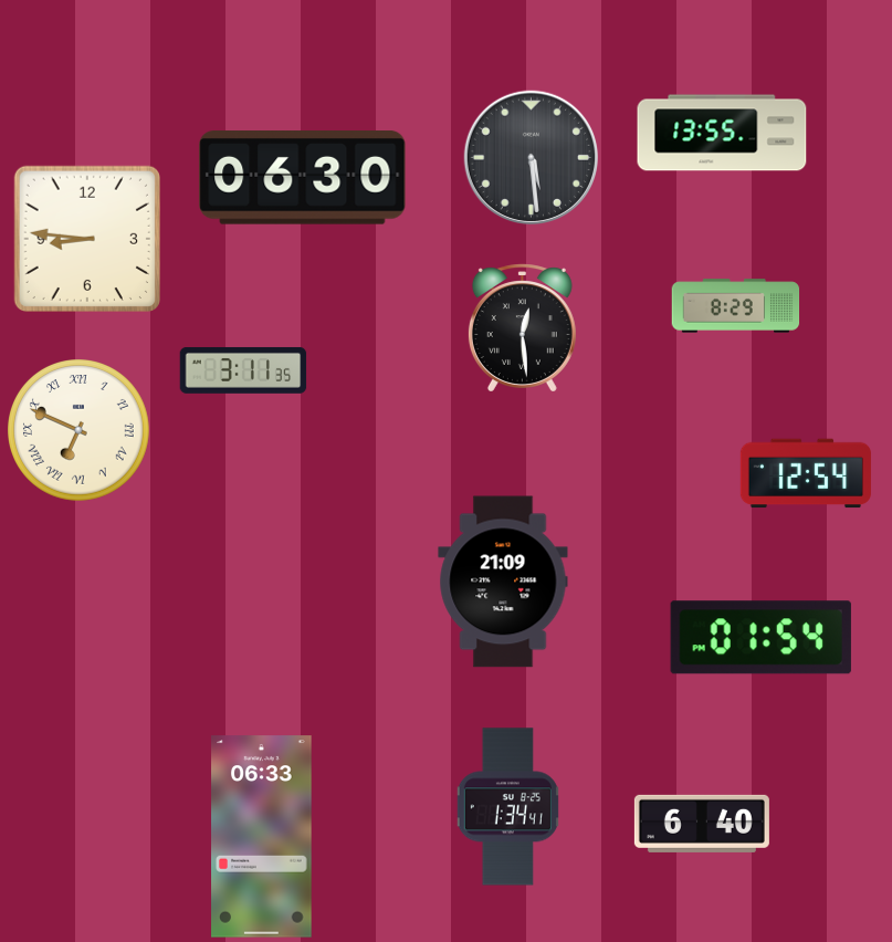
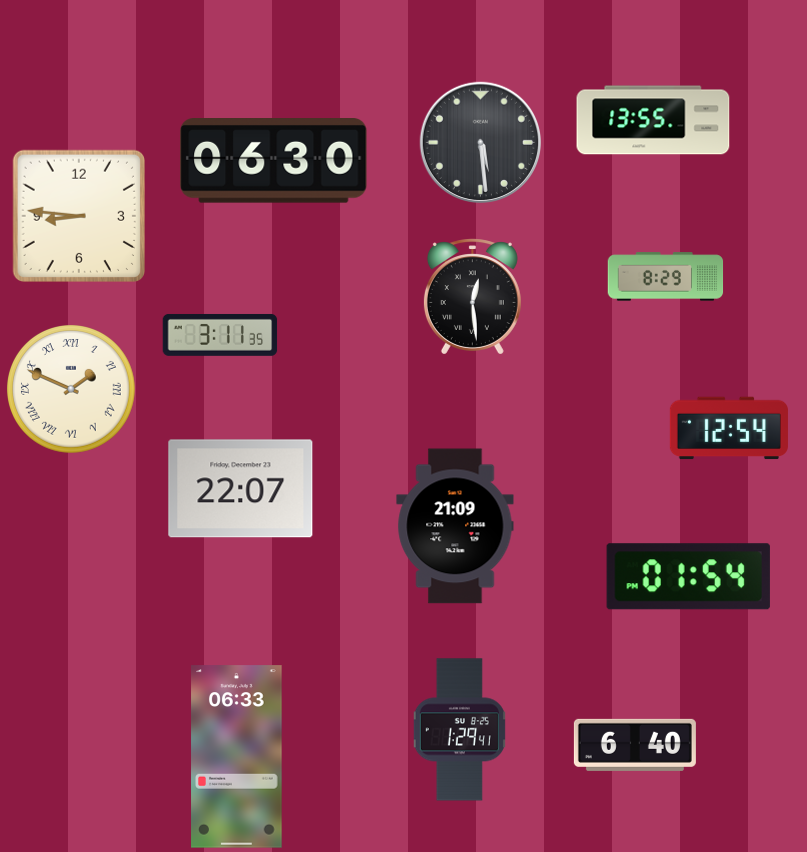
clock at (80, 431): 6:49 -> 1:49
clock at (241, 489): none -> 22:07
clock at (507, 807): 1:34 -> 1:29
